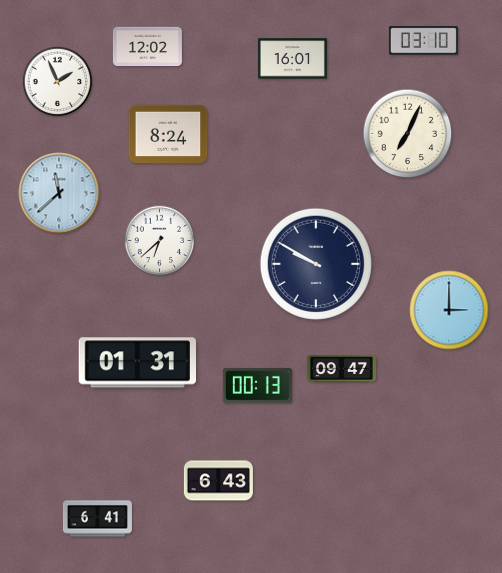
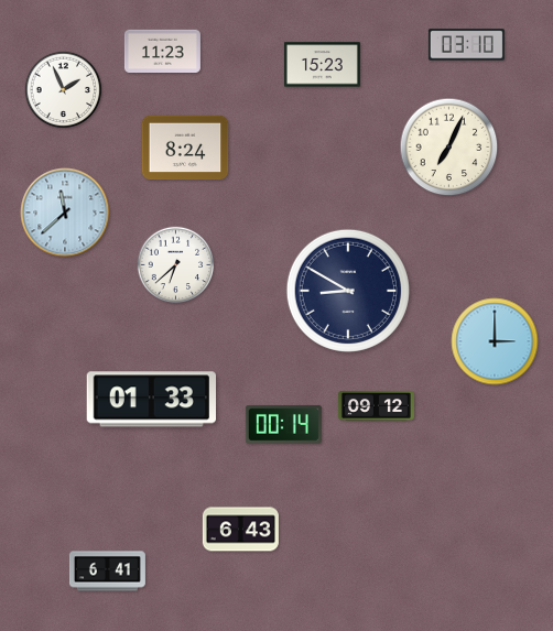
clock at (147, 47): 12:02 -> 11:23
clock at (292, 59): 16:01 -> 15:23
clock at (316, 264): 9:50 -> 8:50
clock at (137, 363): 01:31 -> 01:33
clock at (341, 369): 09:47 -> 09:12
clock at (257, 386): 00:13 -> 00:14
